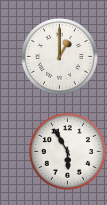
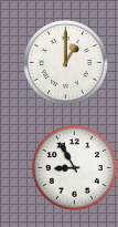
clock at (67, 151): 5:55 -> 8:55
